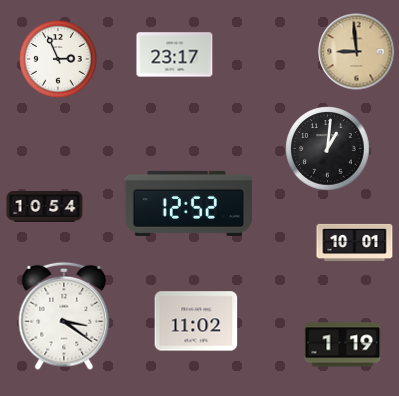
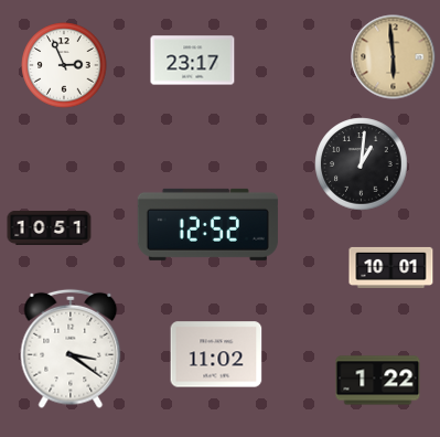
clock at (357, 52): 8:59 -> 5:59
clock at (45, 206): 10:54 -> 10:51
clock at (343, 345): 1:19 -> 1:22
